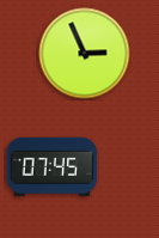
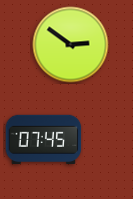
clock at (85, 54): 2:56 -> 2:51
